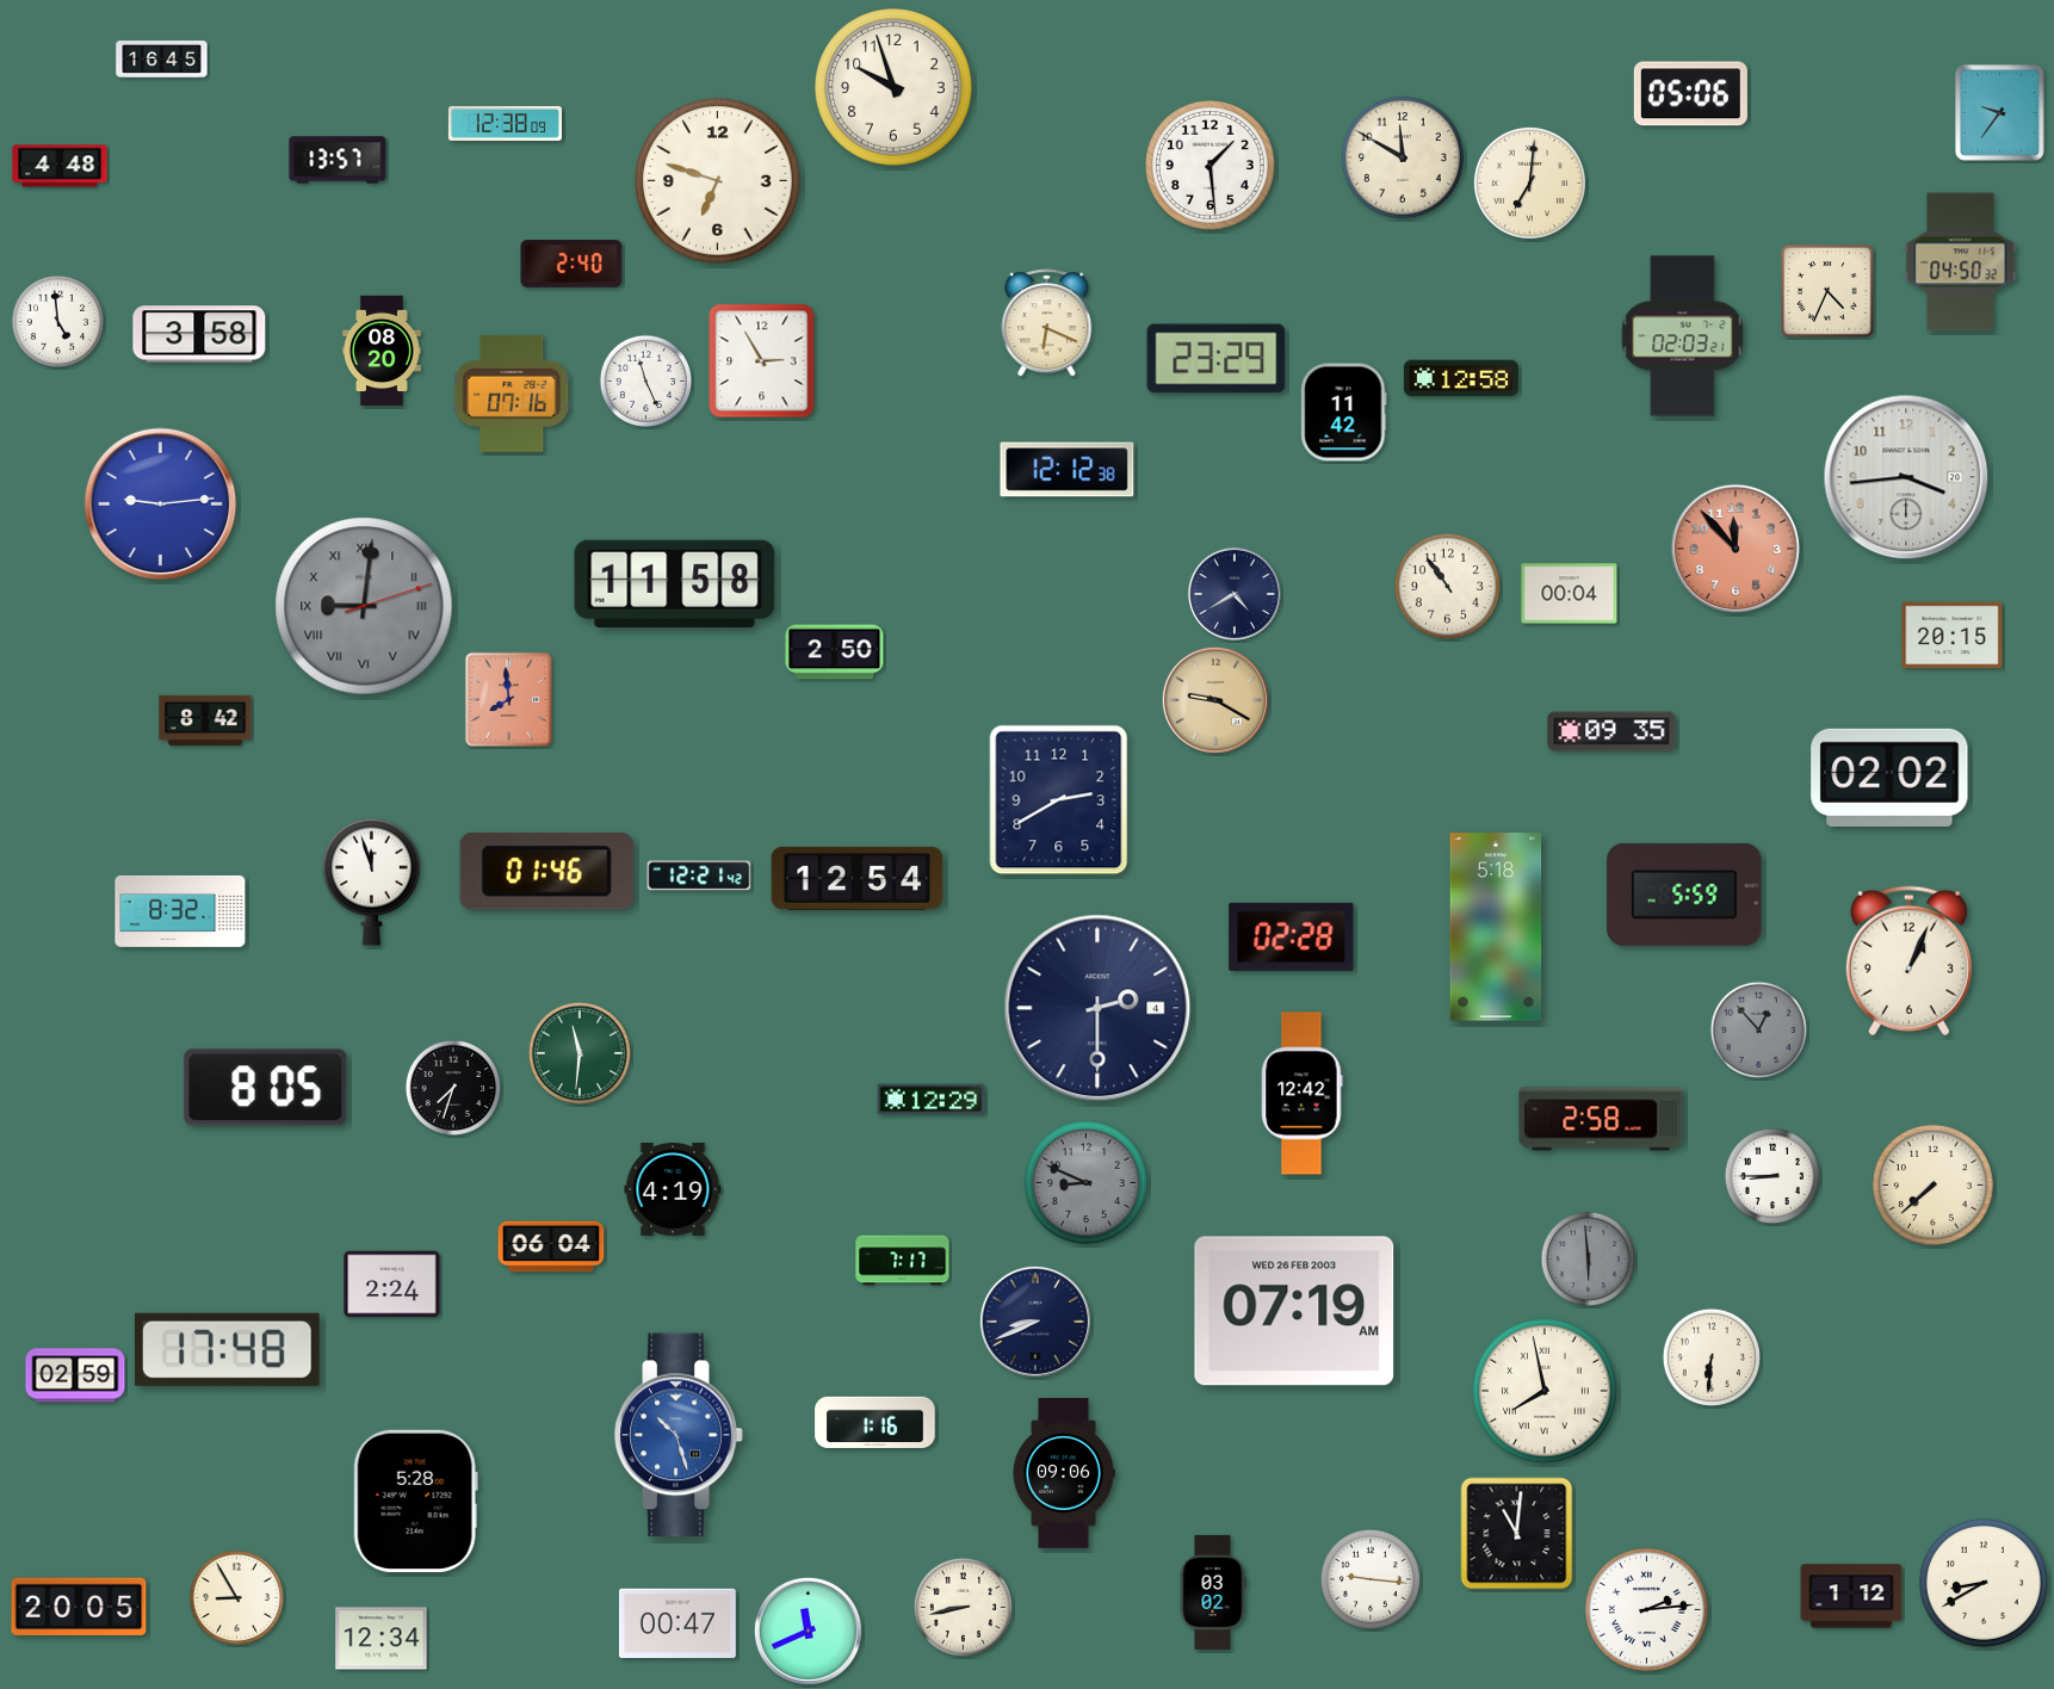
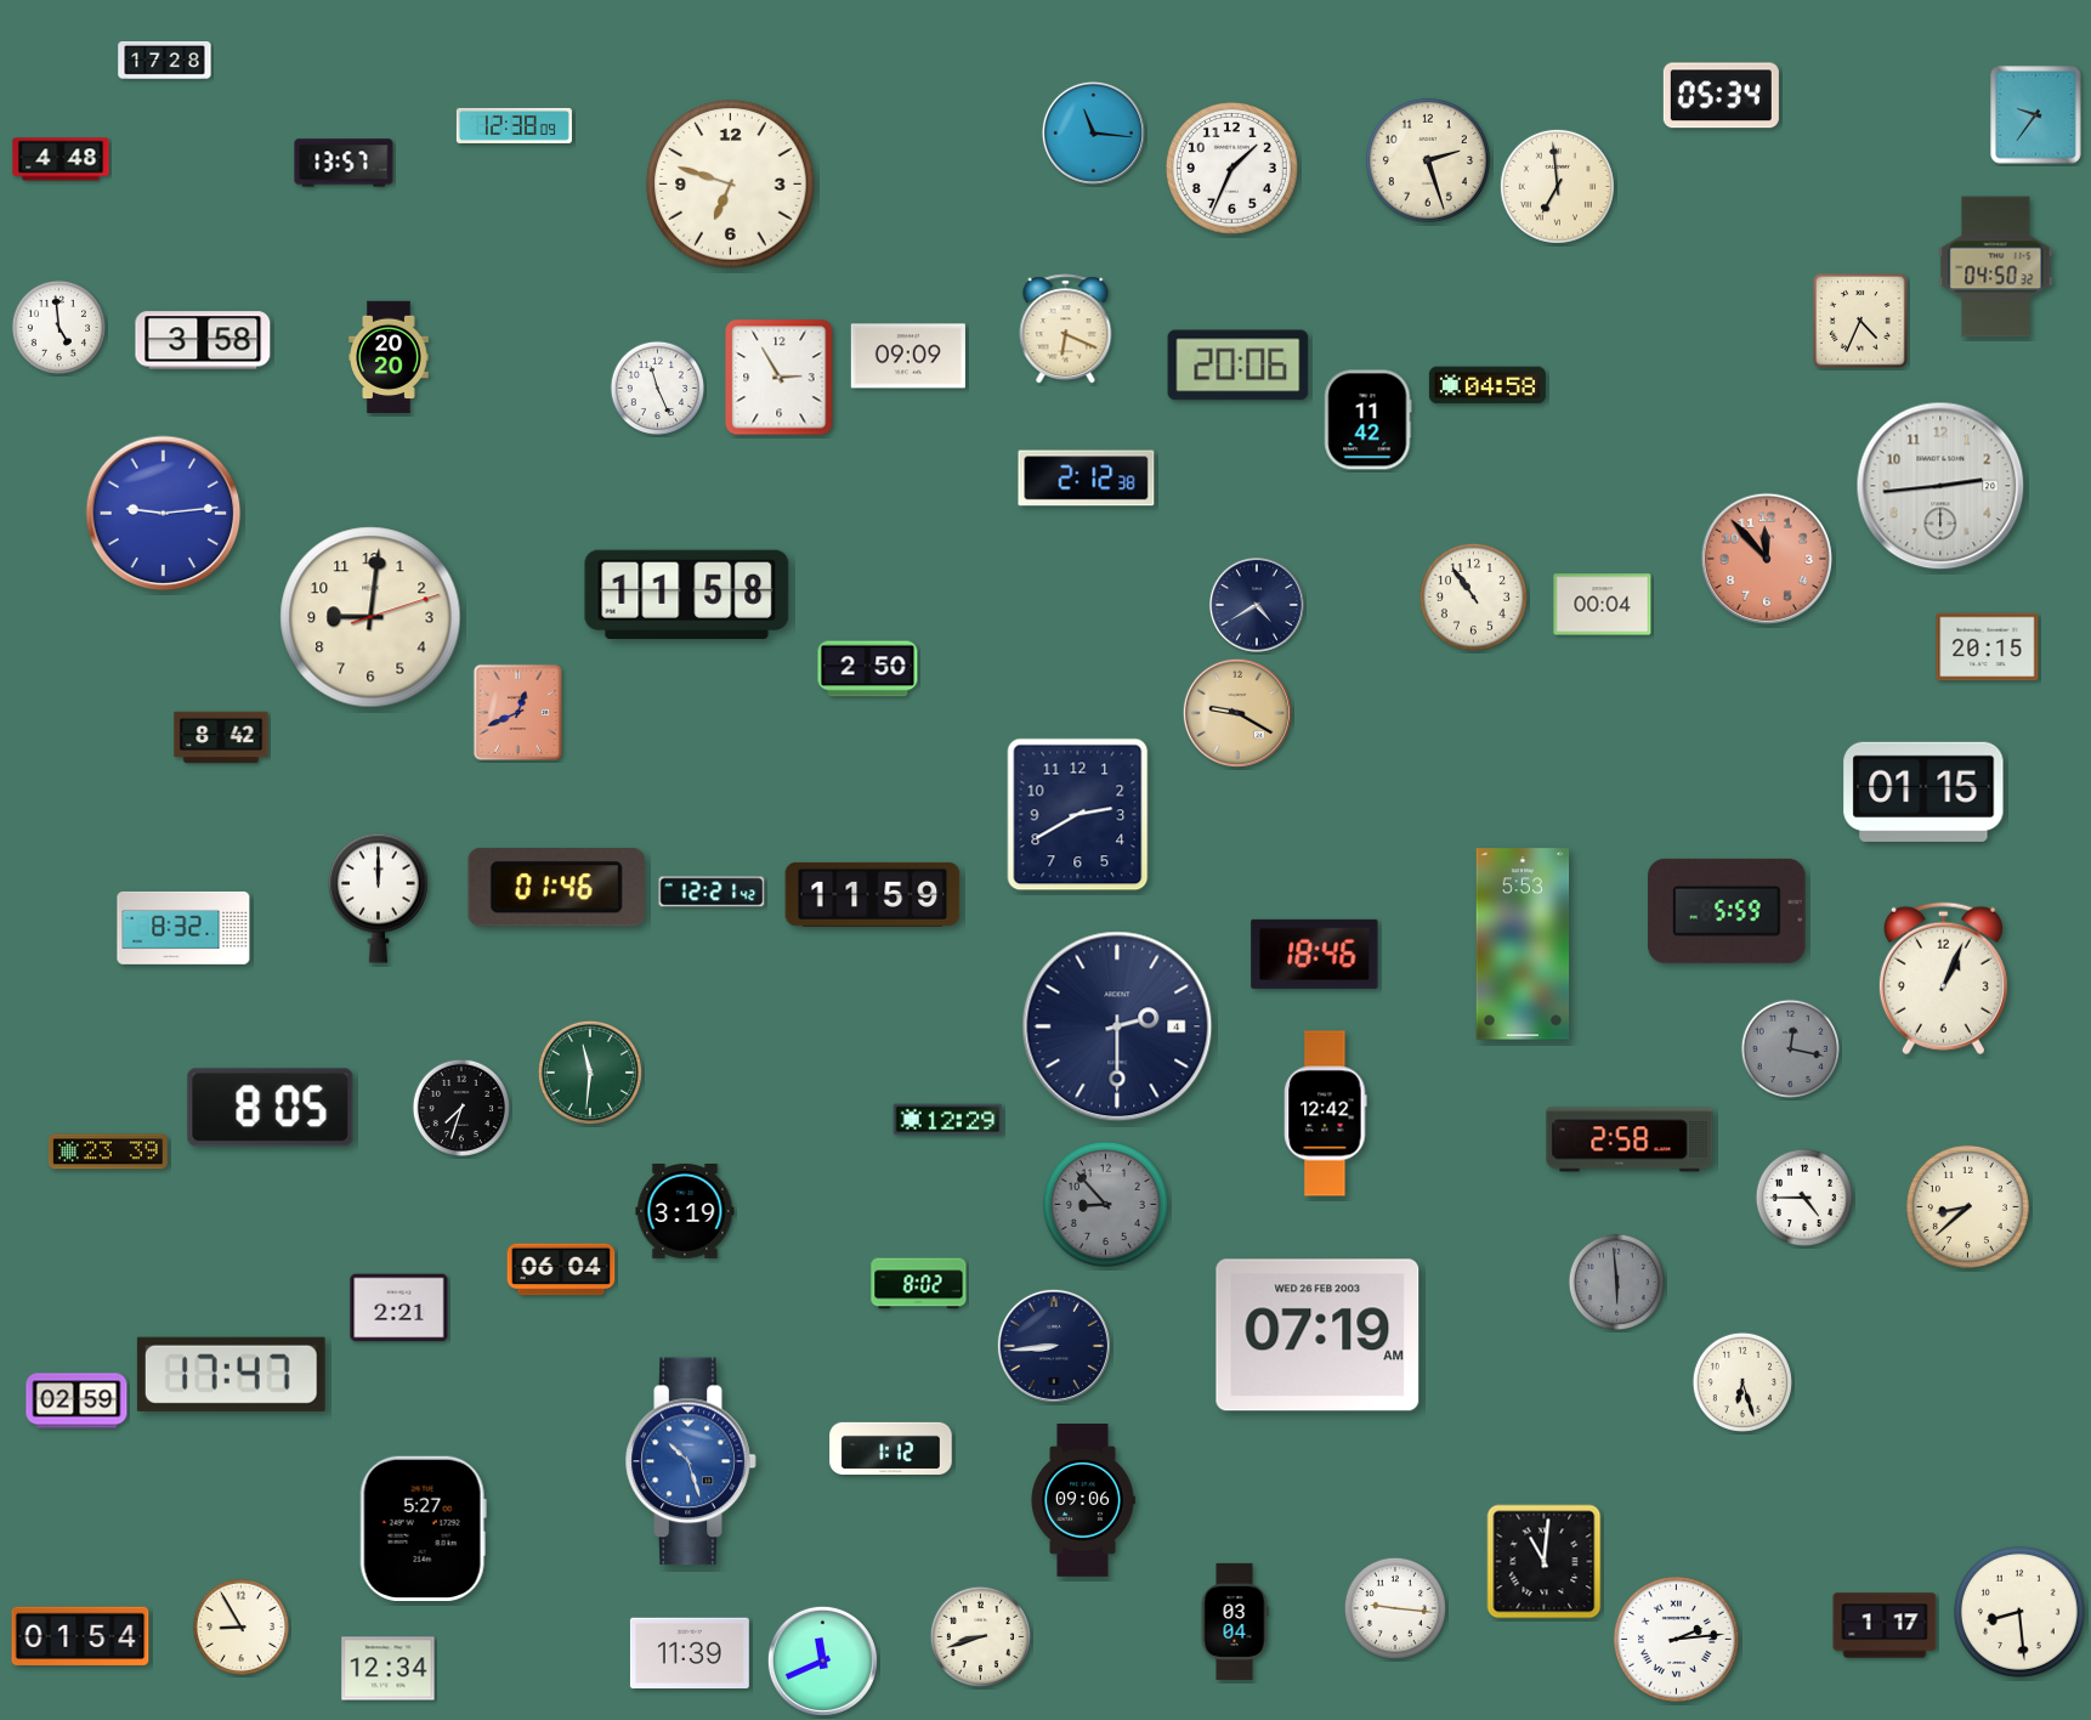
clock at (162, 60): 16:45 -> 17:28
clock at (893, 87): 9:57 -> none
clock at (1690, 94): 05:06 -> 05:34
clock at (1093, 132): none -> 11:16
clock at (1403, 157): 11:50 -> 2:27
clock at (1209, 165): 1:29 -> 1:34
clock at (60, 166) position: (60, 166) -> (61, 159)
clock at (1529, 182): 7:01 -> 6:59
clock at (571, 264): 2:40 -> none
clock at (1827, 291) position: (1827, 291) -> (1860, 321)
clock at (1683, 336): 02:03 -> none
clock at (908, 356): none -> 09:09
clock at (382, 351): 08:20 -> 20:20
clock at (1217, 359): 23:29 -> 20:06
clock at (762, 361) position: (762, 361) -> (780, 378)
clock at (1461, 378): 12:58 -> 04:58
clock at (512, 394): 07:16 -> none
clock at (1068, 470): 12:12 -> 2:12
clock at (1906, 477): 3:44 -> 2:44
clock at (1570, 594) position: (1570, 594) -> (1603, 605)
clock at (364, 606) dial: grey -> cream
clock at (364, 606) numerals: Roman -> Arabic
clock at (835, 652) position: (835, 652) -> (868, 669)
clock at (508, 699): 7:59 -> 12:41
clock at (205, 720) position: (205, 720) -> (221, 737)
clock at (1611, 731): 09:35 -> none
clock at (1889, 778): 02:02 -> 01:15
clock at (858, 878): 12:54 -> 11:59
clock at (371, 881): 11:57 -> 12:00
clock at (1684, 895) position: (1684, 895) -> (1727, 911)
clock at (1496, 927): 5:18 -> 5:53
clock at (1292, 936): 02:28 -> 18:46
clock at (1758, 1029): 12:53 -> 12:17
clock at (108, 1152): none -> 23:39
clock at (1771, 1175): 8:45 -> 4:45
clock at (1085, 1182): 8:49 -> 8:53
clock at (1932, 1184): 7:38 -> 8:38
clock at (673, 1189): 4:19 -> 3:19
clock at (903, 1261): 7:17 -> 8:02
clock at (392, 1285): 2:24 -> 2:21
clock at (1035, 1322): 8:41 -> 8:44
clock at (227, 1349): 17:48 -> 17:47
clock at (1712, 1357): 6:31 -> 6:27
clock at (1545, 1391): 7:58 -> none
clock at (876, 1422): 1:16 -> 1:12
clock at (415, 1501): 5:28 -> 5:27
clock at (1984, 1583): 8:40 -> 8:29
clock at (1213, 1592): 03:02 -> 03:04
clock at (1851, 1596): 1:12 -> 1:17
clock at (79, 1607): 20:05 -> 01:54
clock at (963, 1607): 8:43 -> 8:42
clock at (678, 1623): 00:47 -> 11:39
